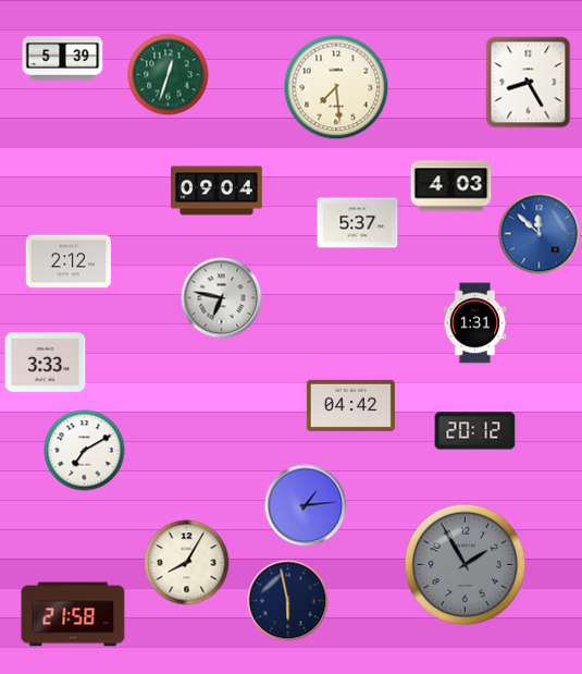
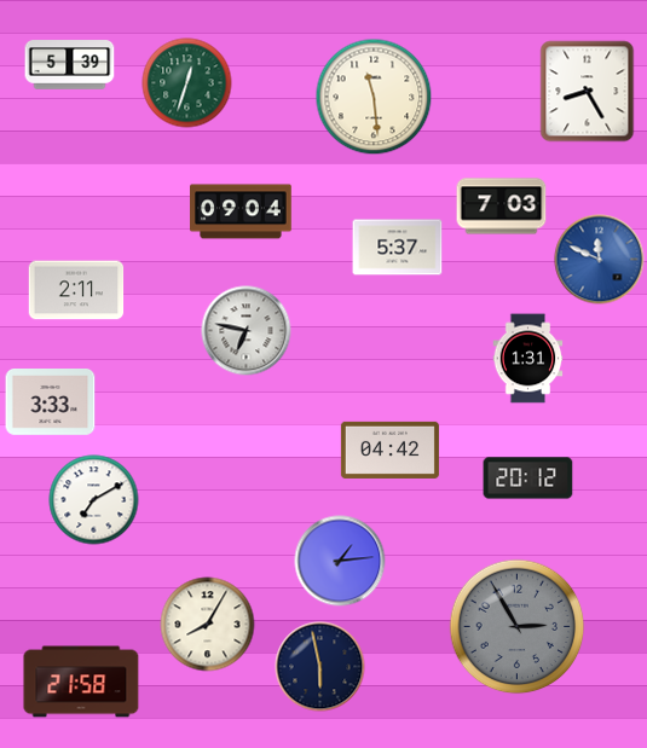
clock at (336, 87): 7:29 -> 11:29
clock at (451, 186): 4:03 -> 7:03
clock at (540, 234): 11:52 -> 11:49
clock at (69, 261): 2:12 -> 2:11
clock at (466, 565): 1:55 -> 2:55
